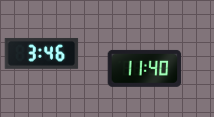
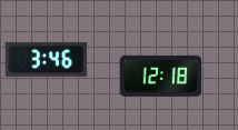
clock at (145, 68): 11:40 -> 12:18
